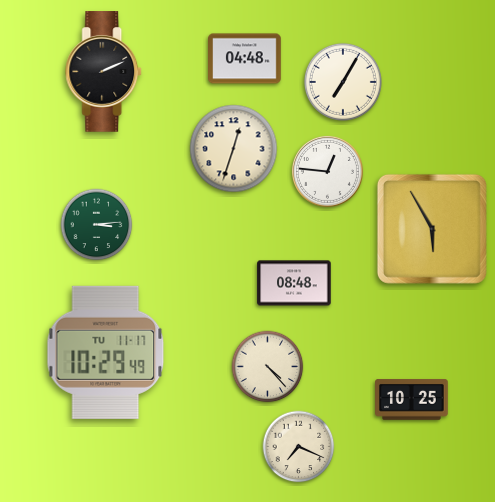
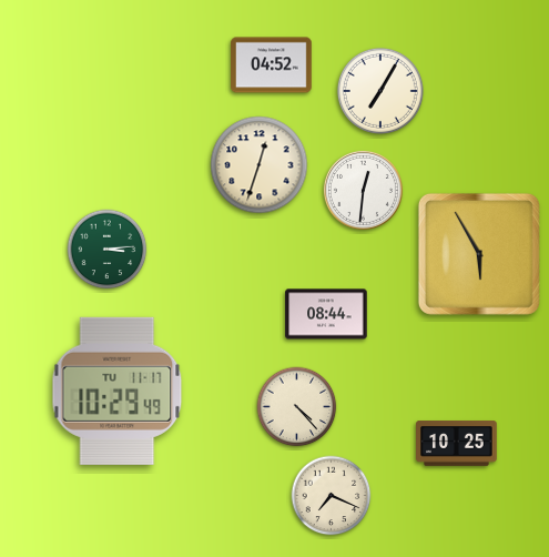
clock at (245, 59): 04:48 -> 04:52
clock at (104, 72): 2:11 -> none
clock at (327, 171): 12:46 -> 12:31
clock at (294, 283): 08:48 -> 08:44
